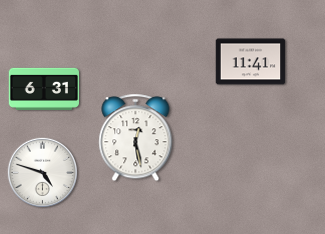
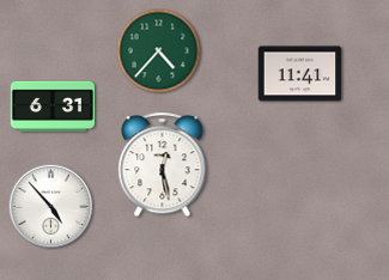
clock at (159, 51): none -> 4:37
clock at (43, 173): 4:48 -> 4:53
